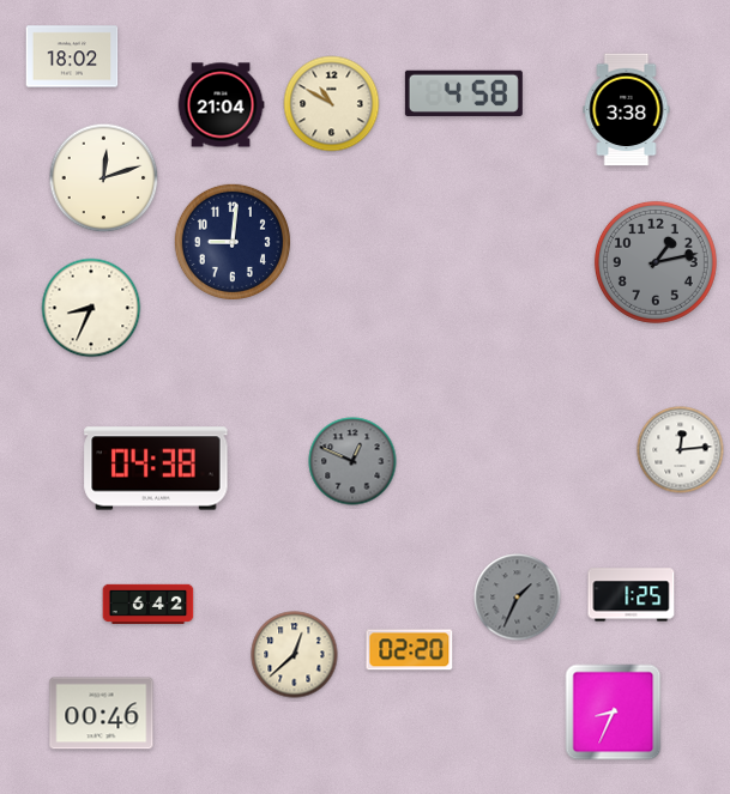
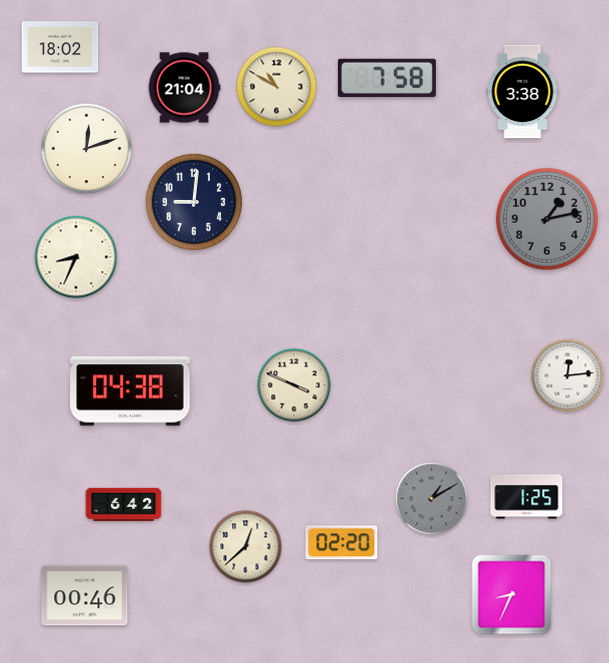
clock at (464, 92): 4:58 -> 7:58
clock at (352, 461): 12:49 -> 3:49
clock at (352, 461) dial: grey -> cream
clock at (518, 598): 1:34 -> 1:10
